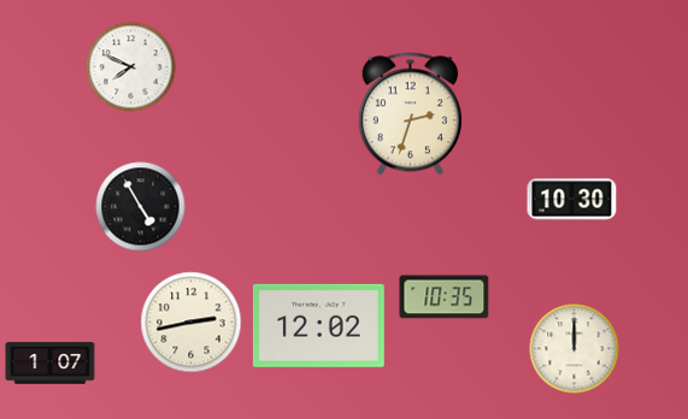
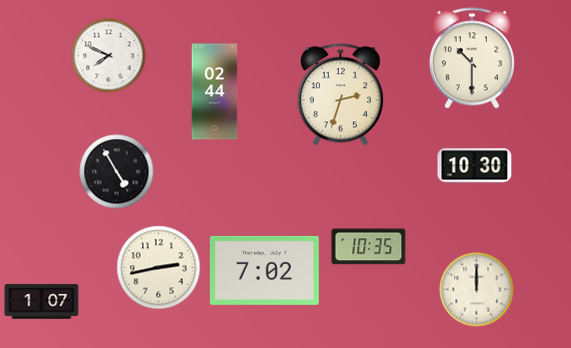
clock at (472, 58): none -> 10:30
clock at (215, 92): none -> 02:44
clock at (318, 325): 12:02 -> 7:02
